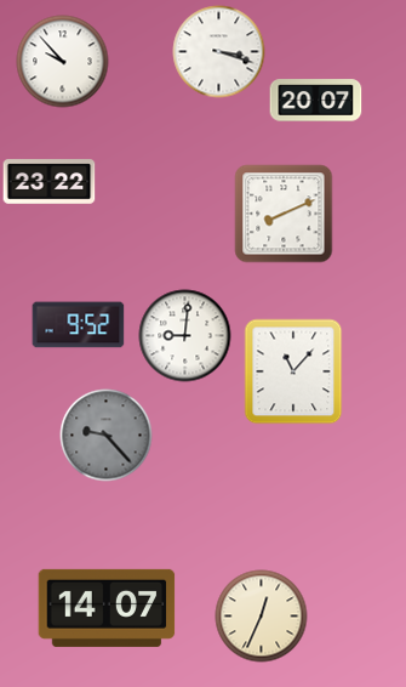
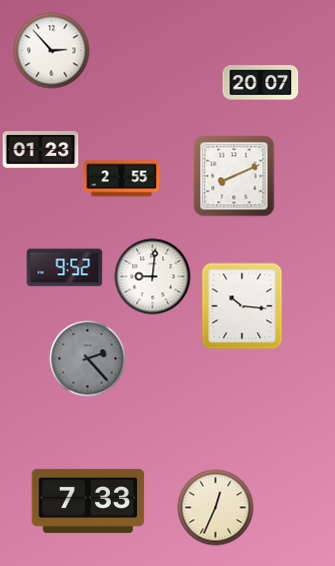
clock at (219, 52): 3:18 -> none
clock at (63, 62): 9:53 -> 2:53
clock at (50, 182): 23:22 -> 01:23
clock at (122, 179): none -> 2:55
clock at (293, 371): 11:07 -> 10:16
clock at (107, 436): 9:23 -> 2:23
clock at (107, 608): 14:07 -> 7:33
